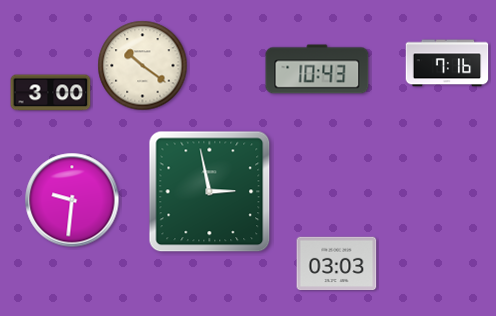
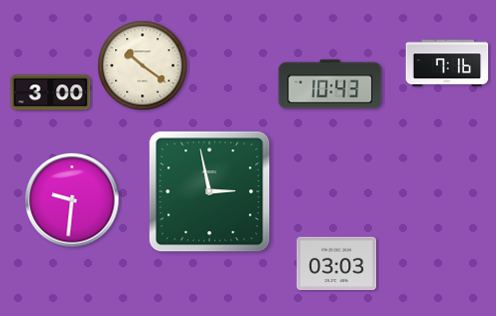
clock at (317, 69) position: (317, 69) -> (330, 84)
